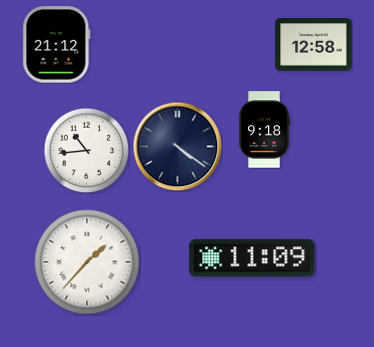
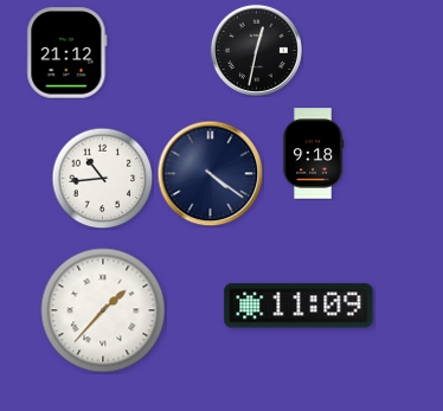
clock at (256, 50): none -> 12:32
clock at (314, 45): 12:58 -> none
